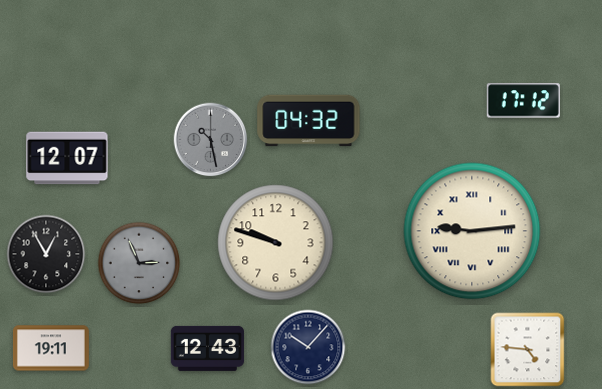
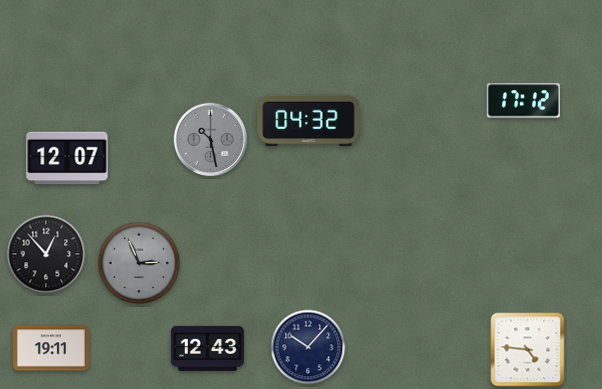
clock at (472, 231): 9:14 -> none
clock at (276, 243): 9:48 -> none
clock at (46, 254): 12:55 -> 12:53
